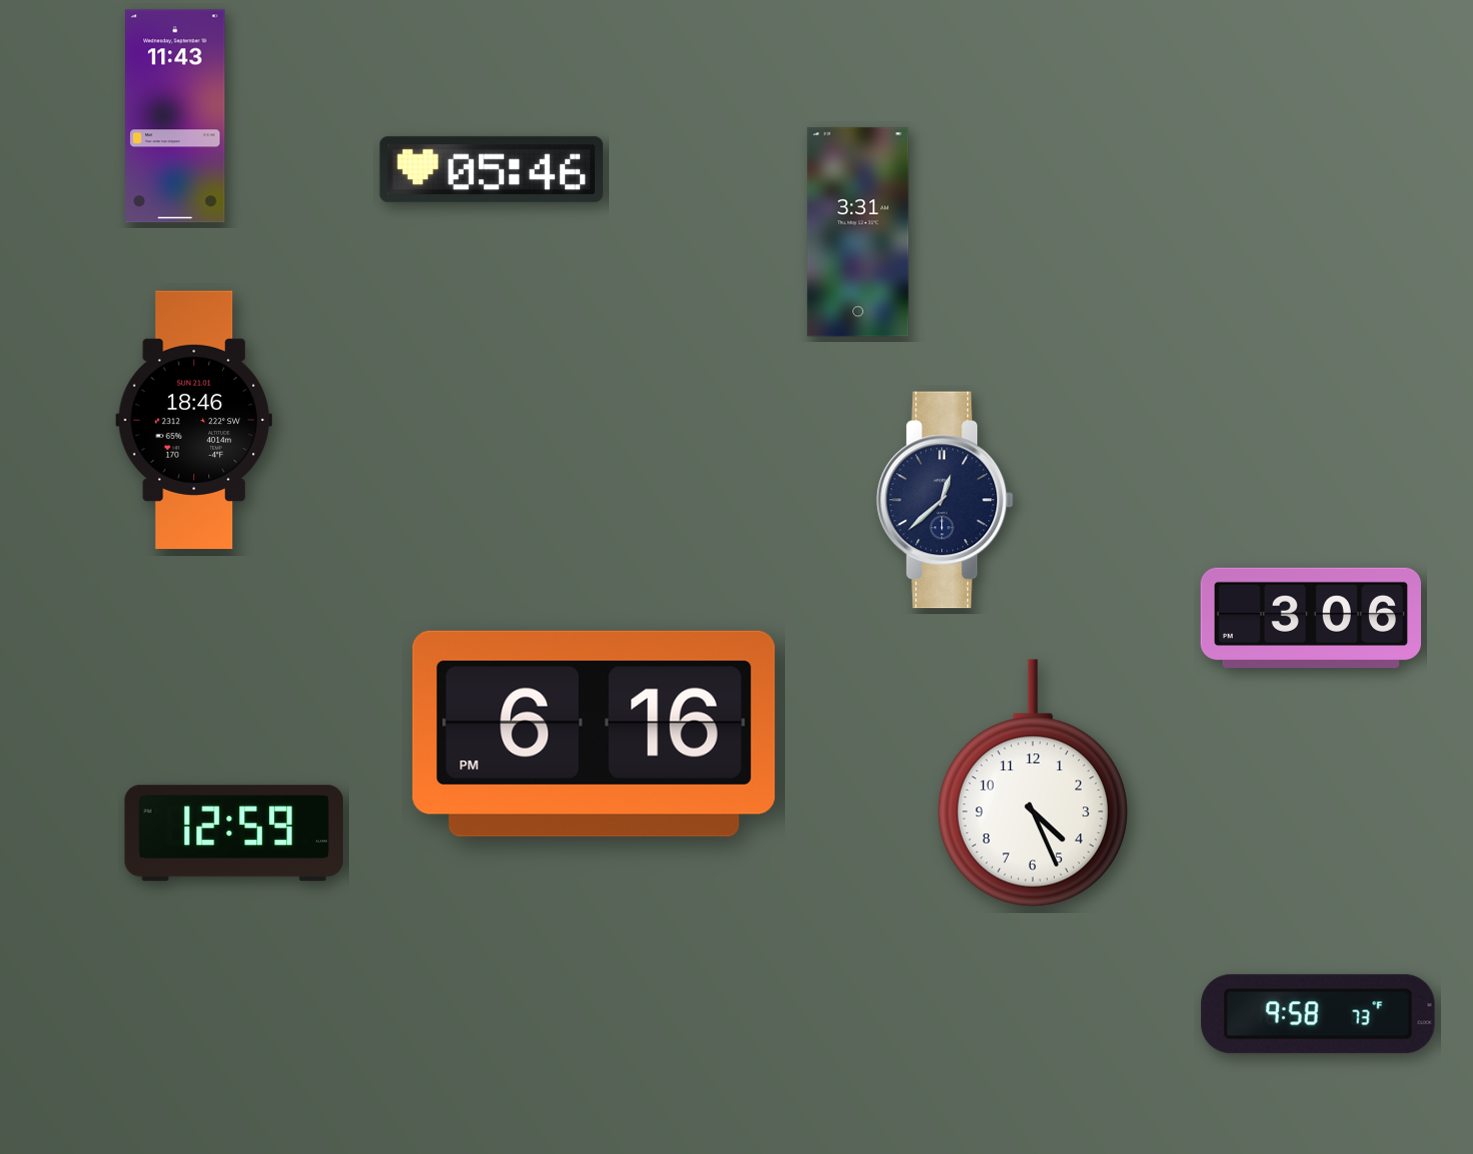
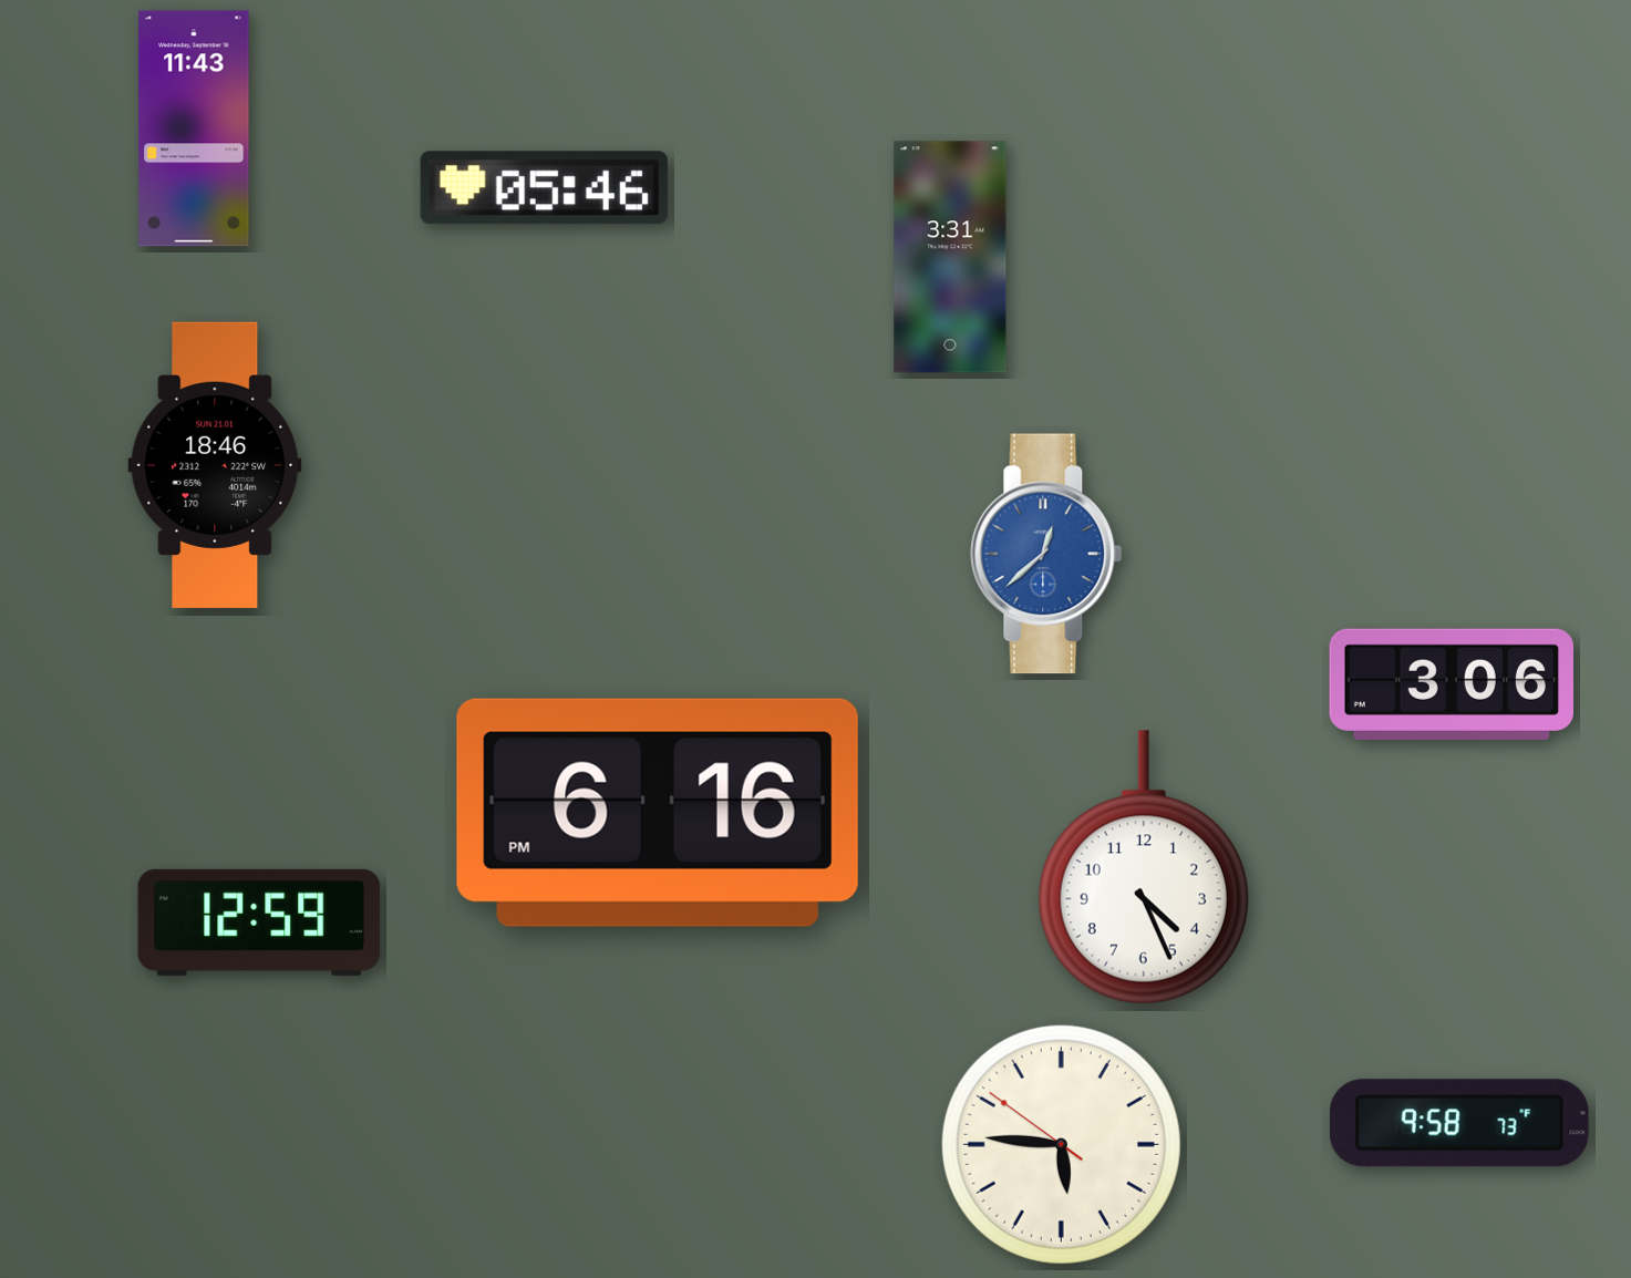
clock at (945, 500) dial: navy -> blue
clock at (1061, 1144): none -> 5:45
